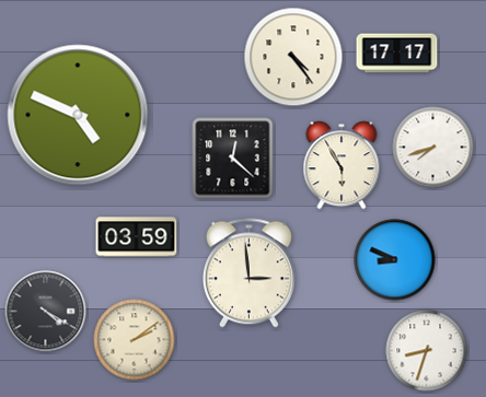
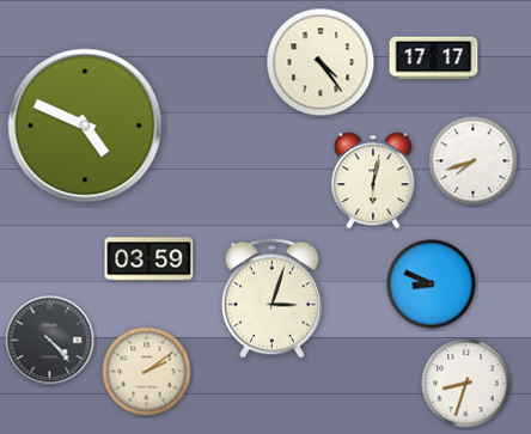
clock at (233, 159): 12:22 -> none
clock at (342, 165): 5:55 -> 6:02
clock at (248, 273): 2:59 -> 3:03
clock at (46, 312): 4:20 -> 4:23
